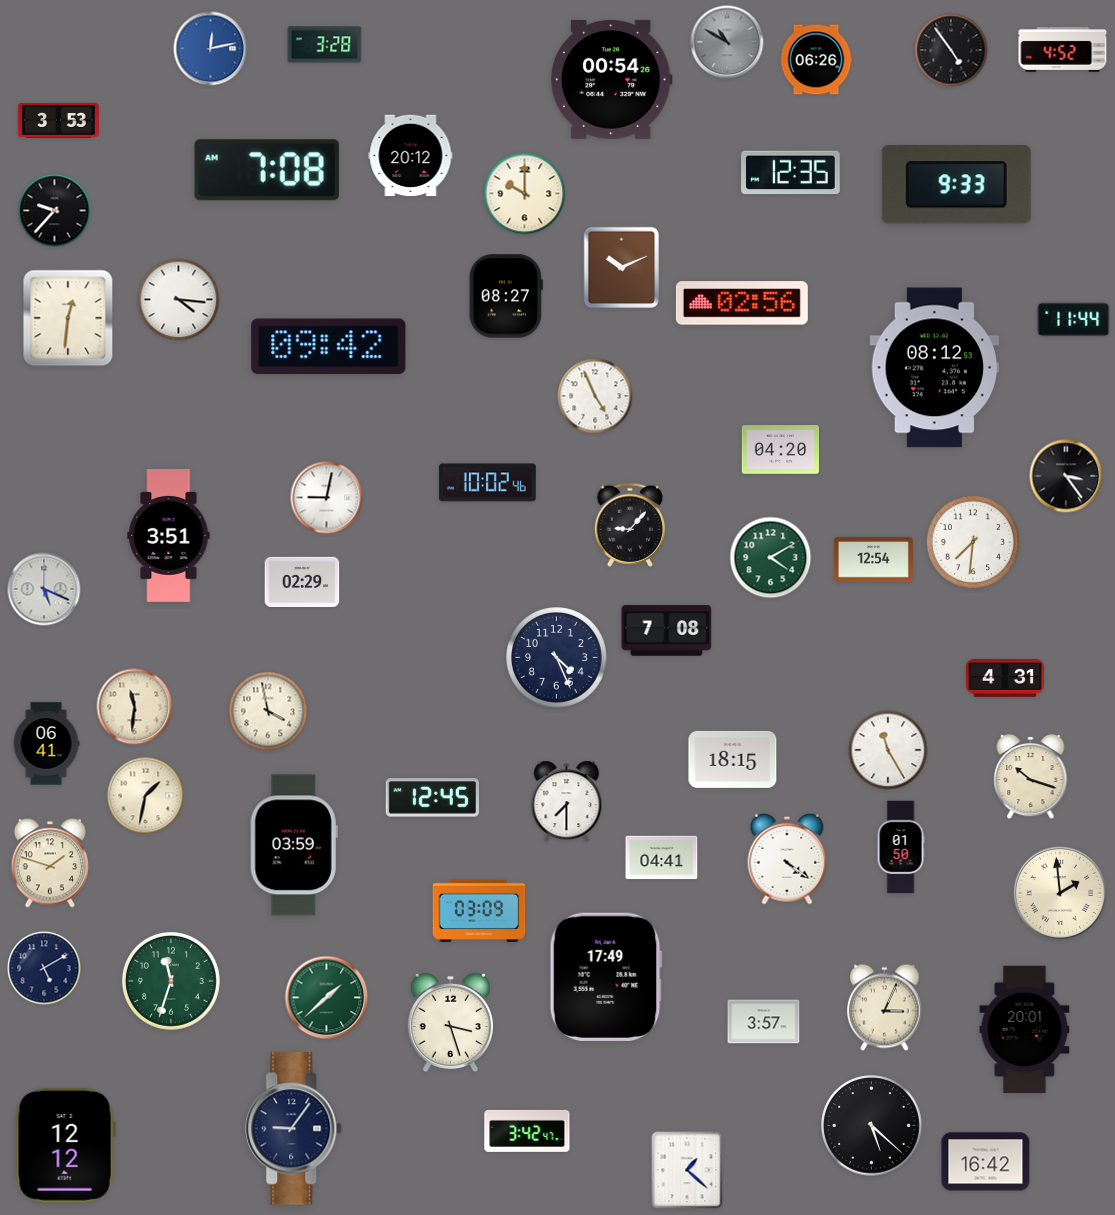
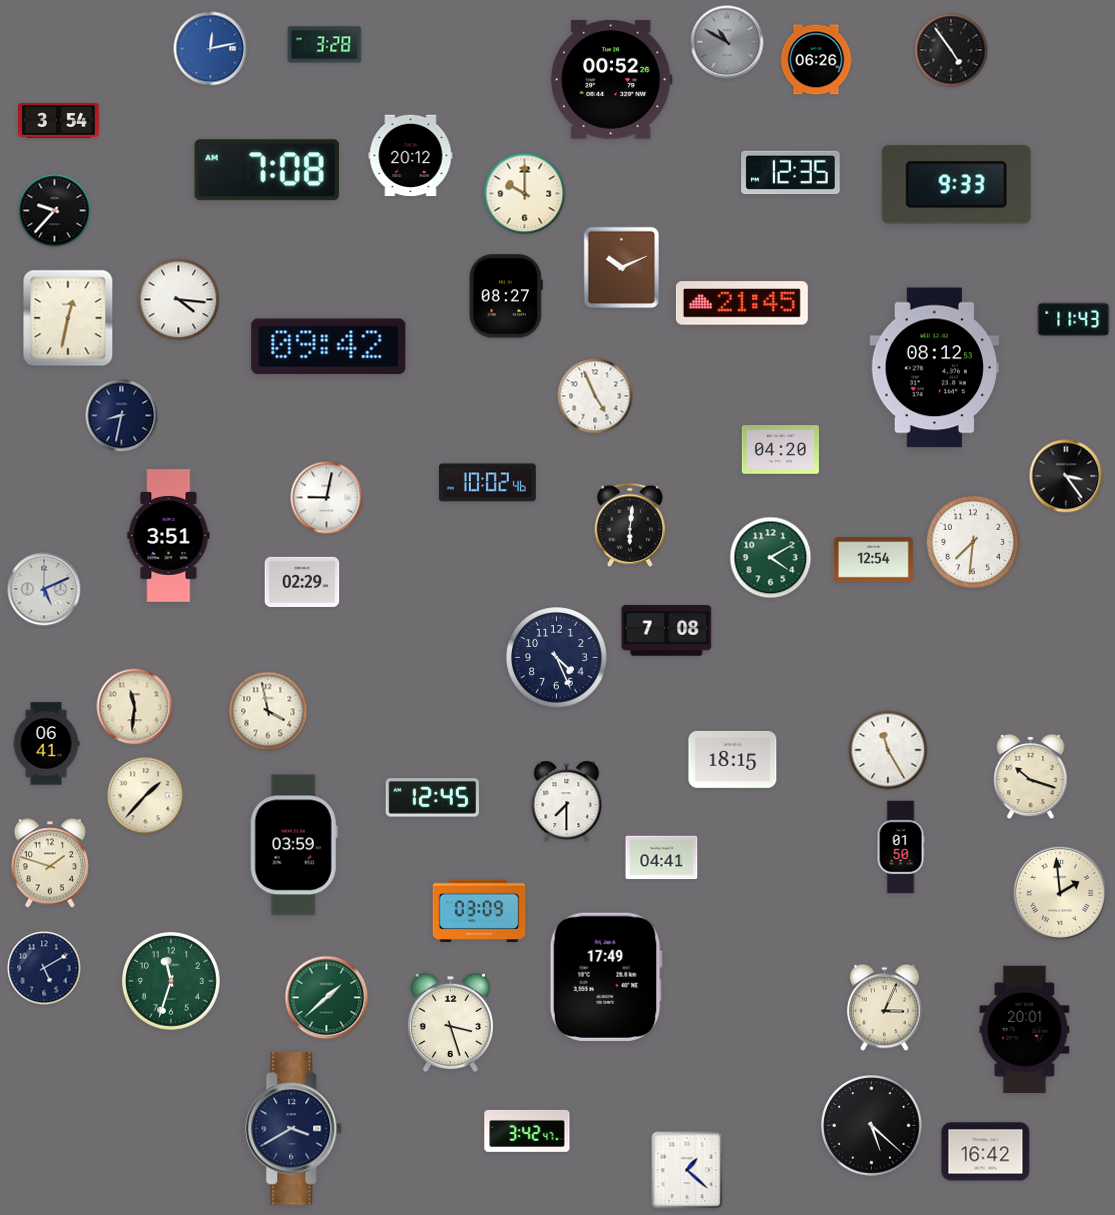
clock at (1063, 49): 4:52 -> none
clock at (611, 79): 00:54 -> 00:52
clock at (59, 121): 3:53 -> 3:54
clock at (742, 303): 02:56 -> 21:45
clock at (68, 318): 12:31 -> 12:32
clock at (1074, 320): 11:44 -> 11:43
clock at (122, 416): none -> 8:32
clock at (630, 525): 9:07 -> 6:01
clock at (44, 589): 5:19 -> 5:11
clock at (1005, 678): 4:31 -> none
clock at (146, 796): 1:32 -> 1:37
clock at (787, 859): 4:21 -> none
clock at (764, 1022): 3:57 -> none
clock at (294, 1129): 9:06 -> 3:40
clock at (65, 1145): 12:12 -> none
clock at (986, 1162) position: (986, 1162) -> (986, 1152)
